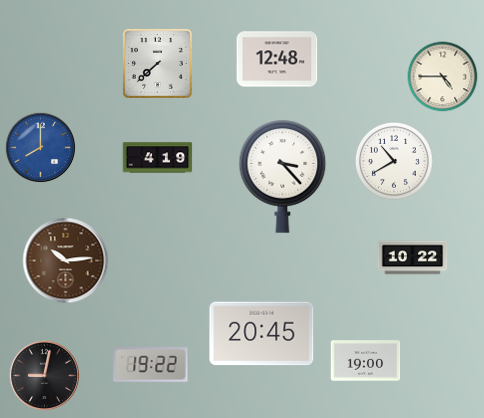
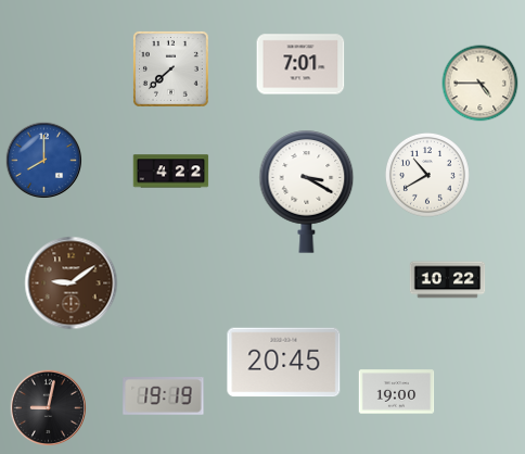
clock at (277, 59): 12:48 -> 7:01
clock at (158, 158): 4:19 -> 4:22
clock at (283, 177): 3:23 -> 3:20
clock at (66, 261): 10:14 -> 9:09
clock at (151, 365): 19:22 -> 19:19
